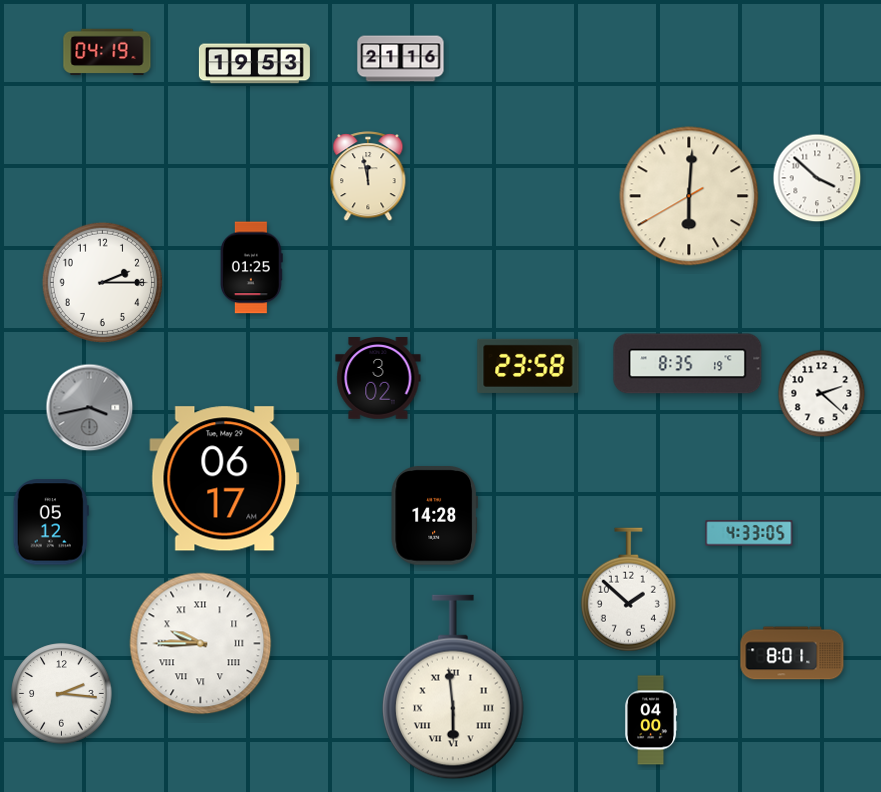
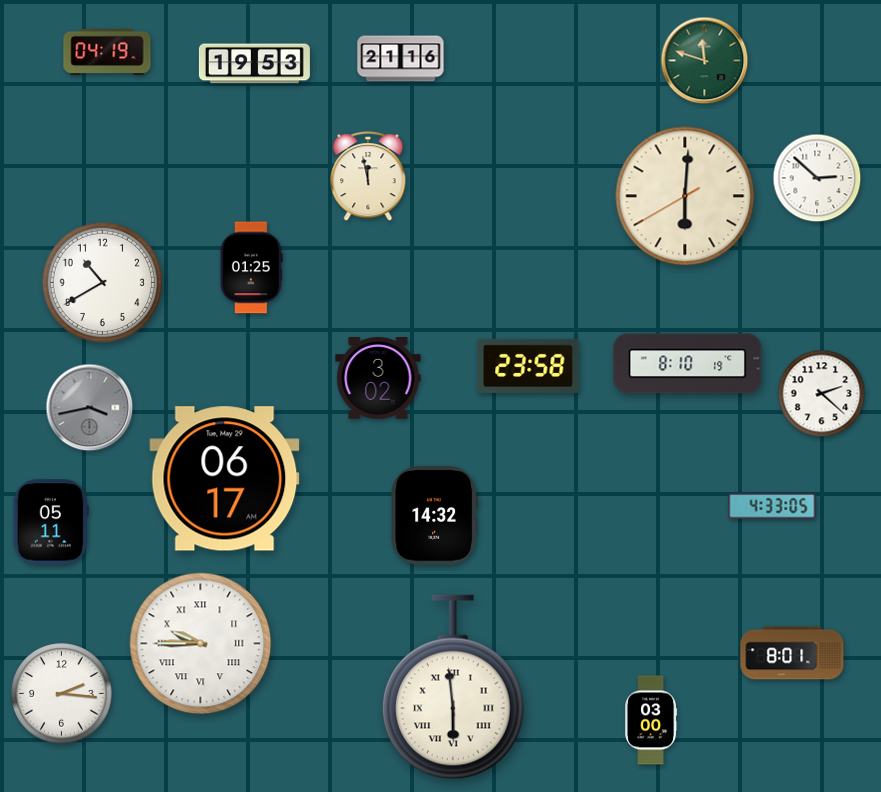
clock at (705, 61): none -> 11:48
clock at (817, 178): 3:52 -> 2:52
clock at (689, 196) position: (689, 196) -> (685, 196)
clock at (102, 282): 2:15 -> 10:40
clock at (688, 364): 8:35 -> 8:10
clock at (434, 516): 14:28 -> 14:32
clock at (51, 522): 05:12 -> 05:11
clock at (749, 533) position: (749, 533) -> (772, 506)
clock at (628, 590): 1:52 -> none
clock at (651, 720): 04:00 -> 03:00
